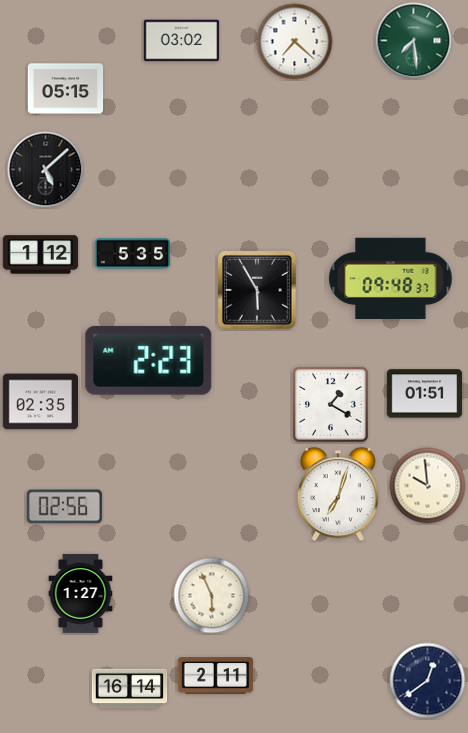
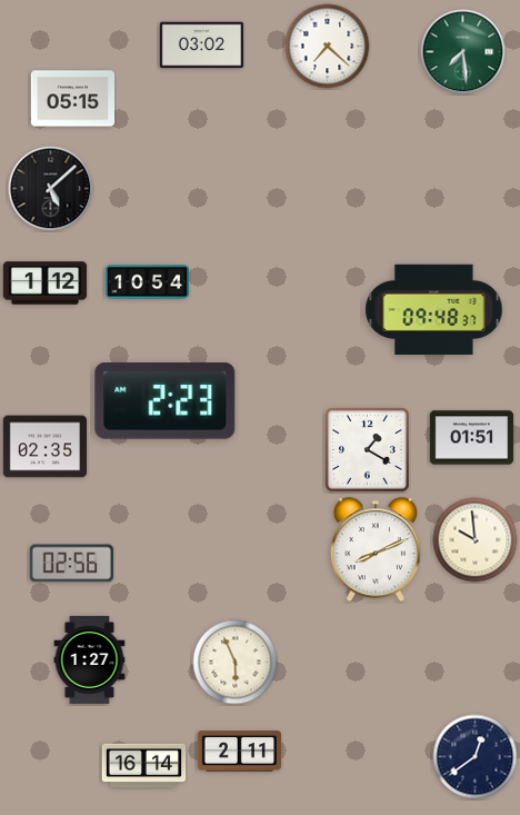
clock at (414, 41) position: (414, 41) -> (463, 52)
clock at (133, 254): 5:35 -> 10:54
clock at (258, 291): 5:55 -> none
clock at (338, 495): 7:03 -> 8:11
